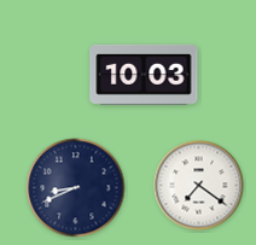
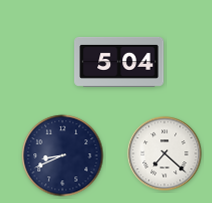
clock at (144, 75): 10:03 -> 5:04
clock at (199, 186): 7:21 -> 7:22
